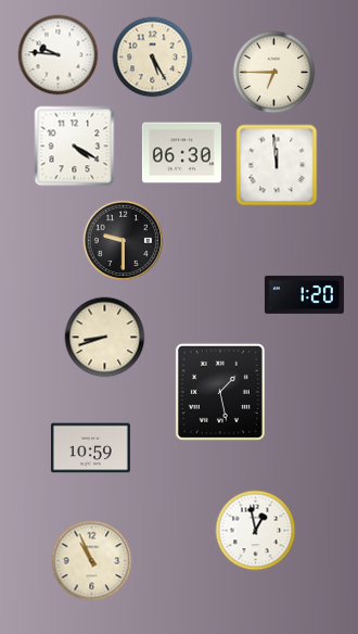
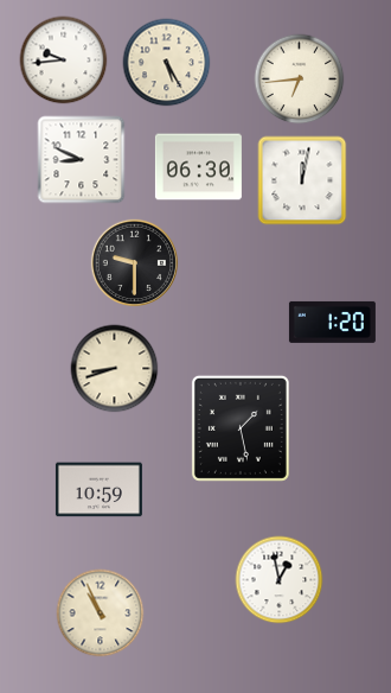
clock at (59, 55): 9:46 -> 9:44
clock at (274, 73): 6:45 -> 6:44
clock at (75, 147): 4:20 -> 8:49
clock at (277, 165): 11:59 -> 12:02
